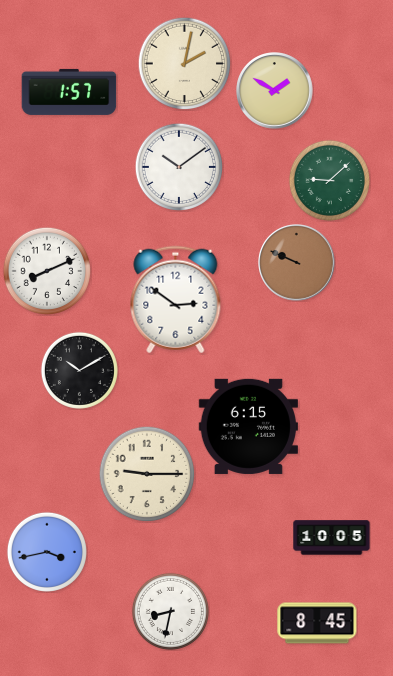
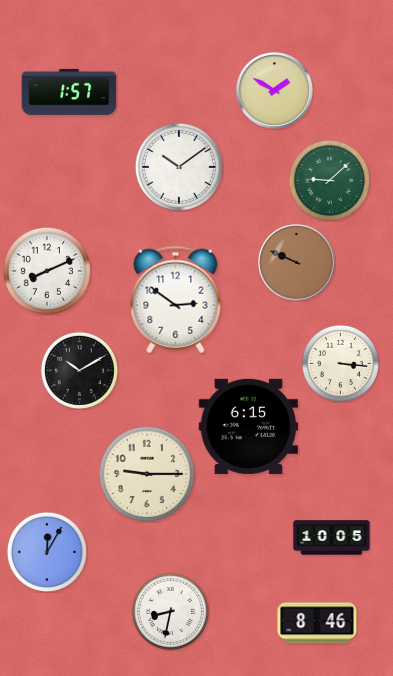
clock at (184, 63): 2:02 -> none
clock at (340, 363): none -> 3:16
clock at (47, 552): 3:43 -> 12:05
clock at (317, 623): 8:45 -> 8:46
